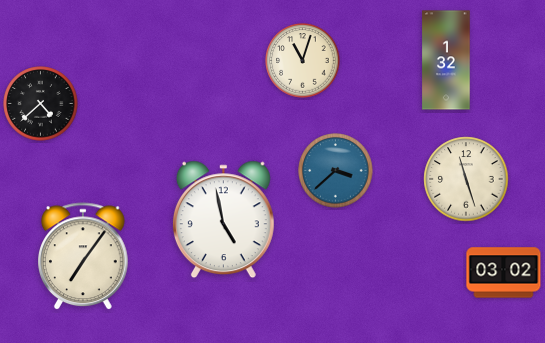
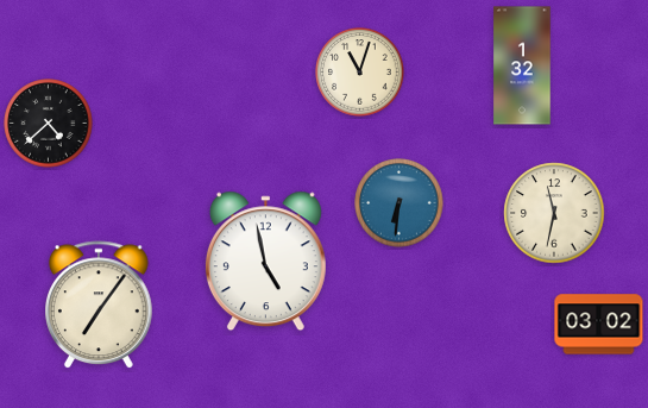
clock at (446, 60) position: (446, 60) -> (522, 65)
clock at (336, 171): 3:38 -> 6:31
clock at (466, 179): 11:27 -> 11:32
